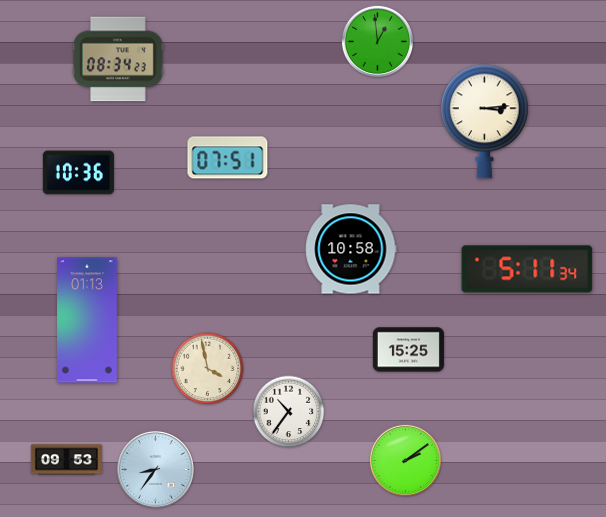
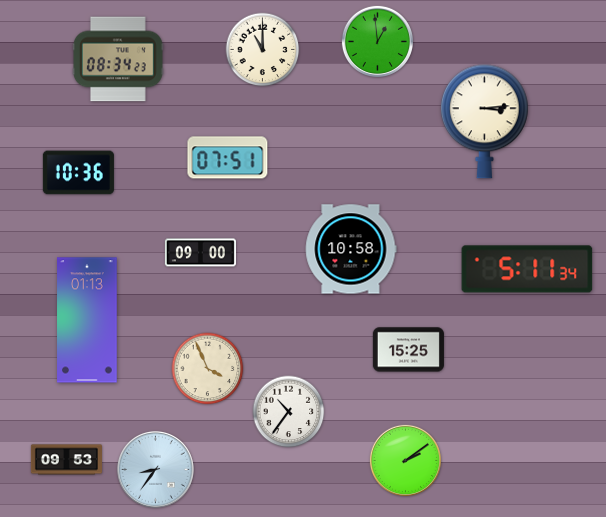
clock at (263, 50): none -> 11:00
clock at (200, 253): none -> 09:00
clock at (208, 369): 3:58 -> 3:56
